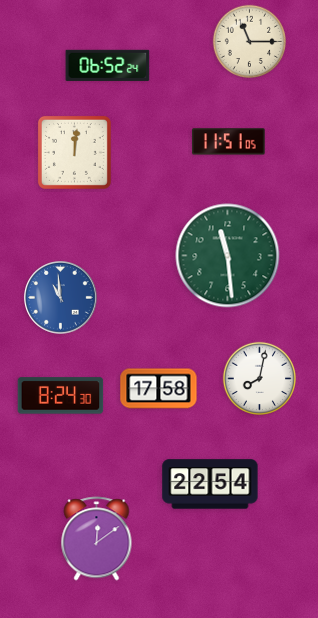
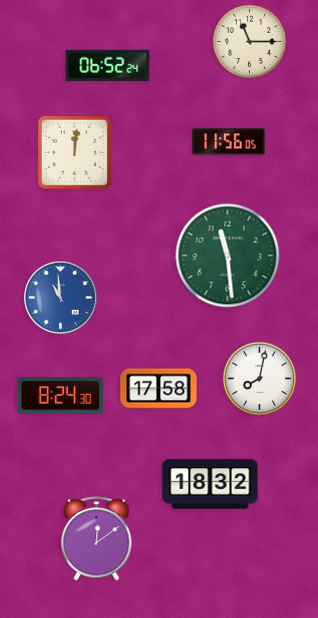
clock at (229, 142): 11:51 -> 11:56
clock at (210, 484): 22:54 -> 18:32
